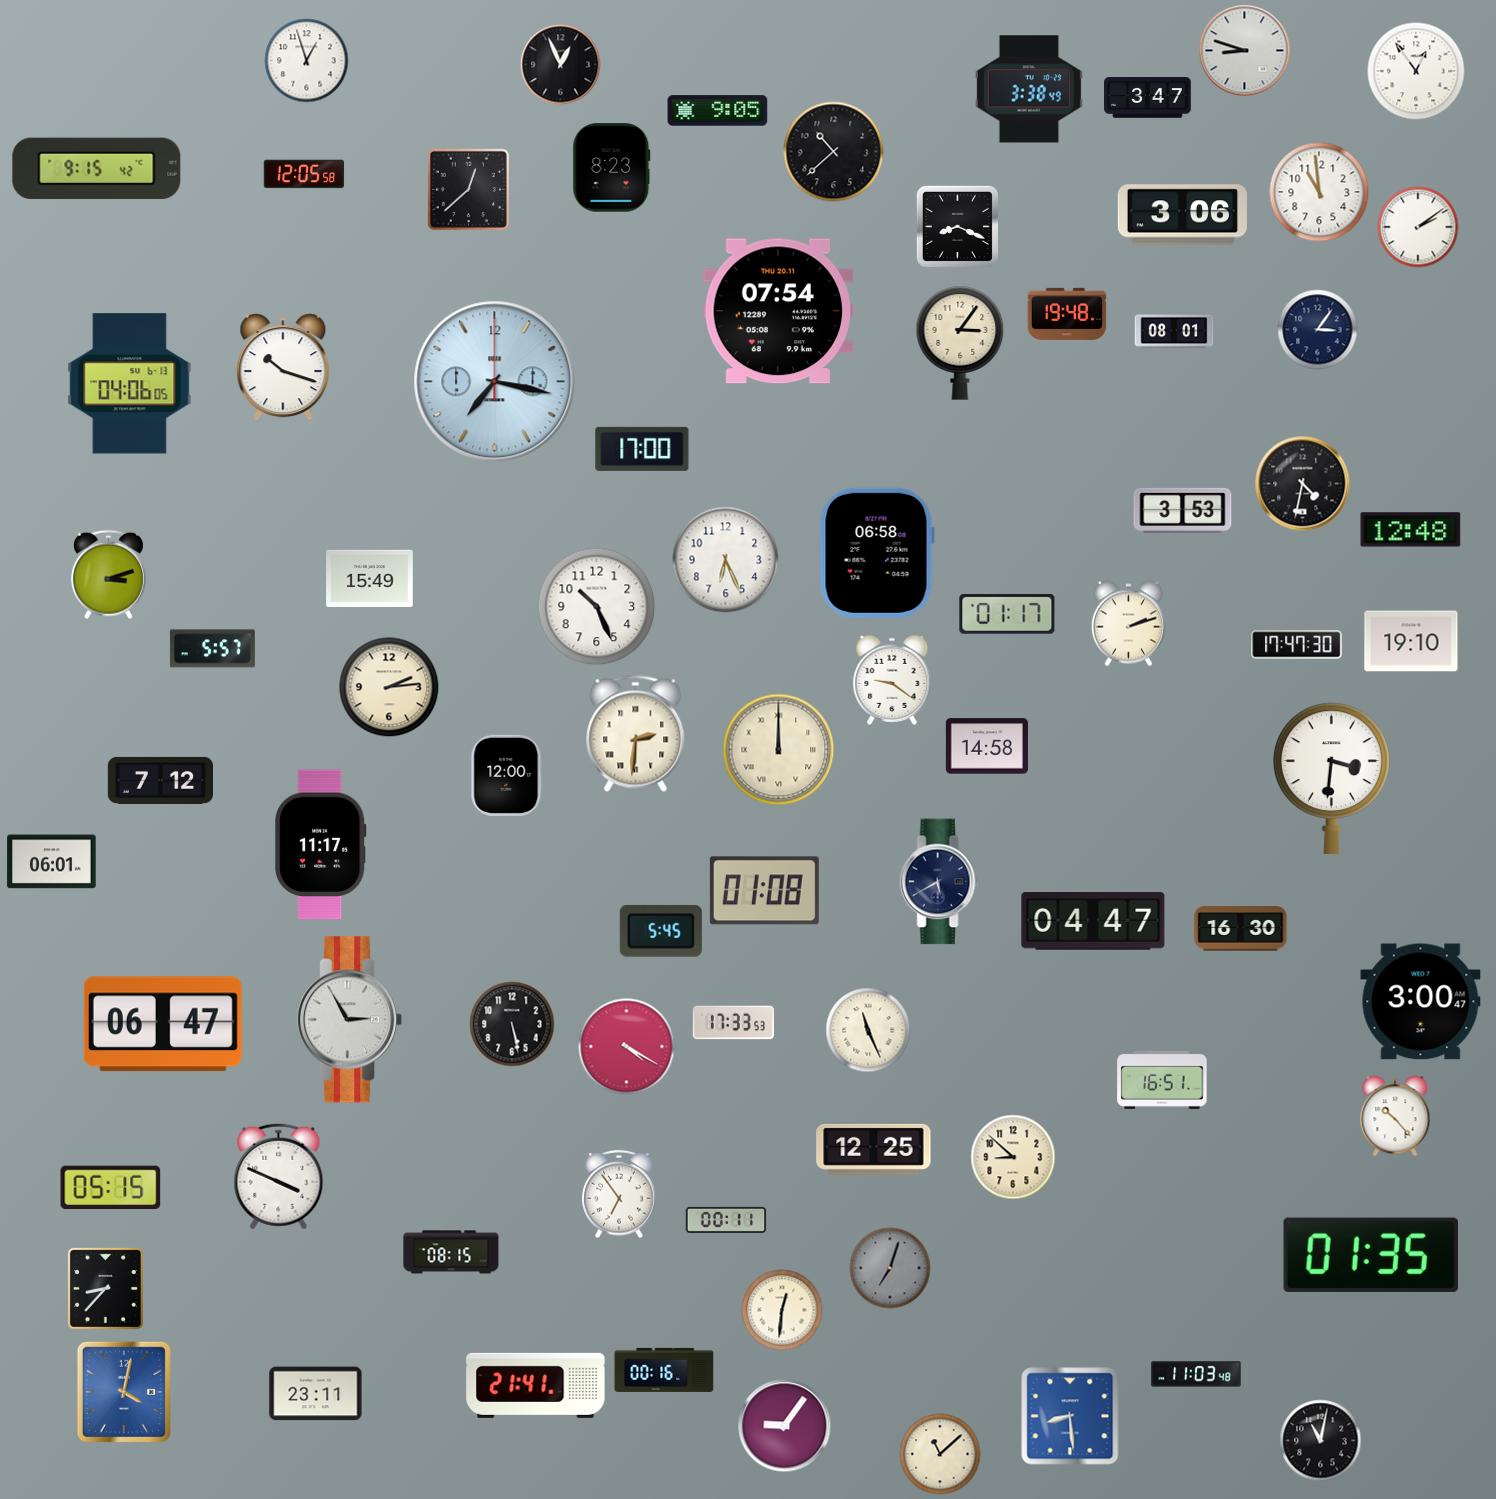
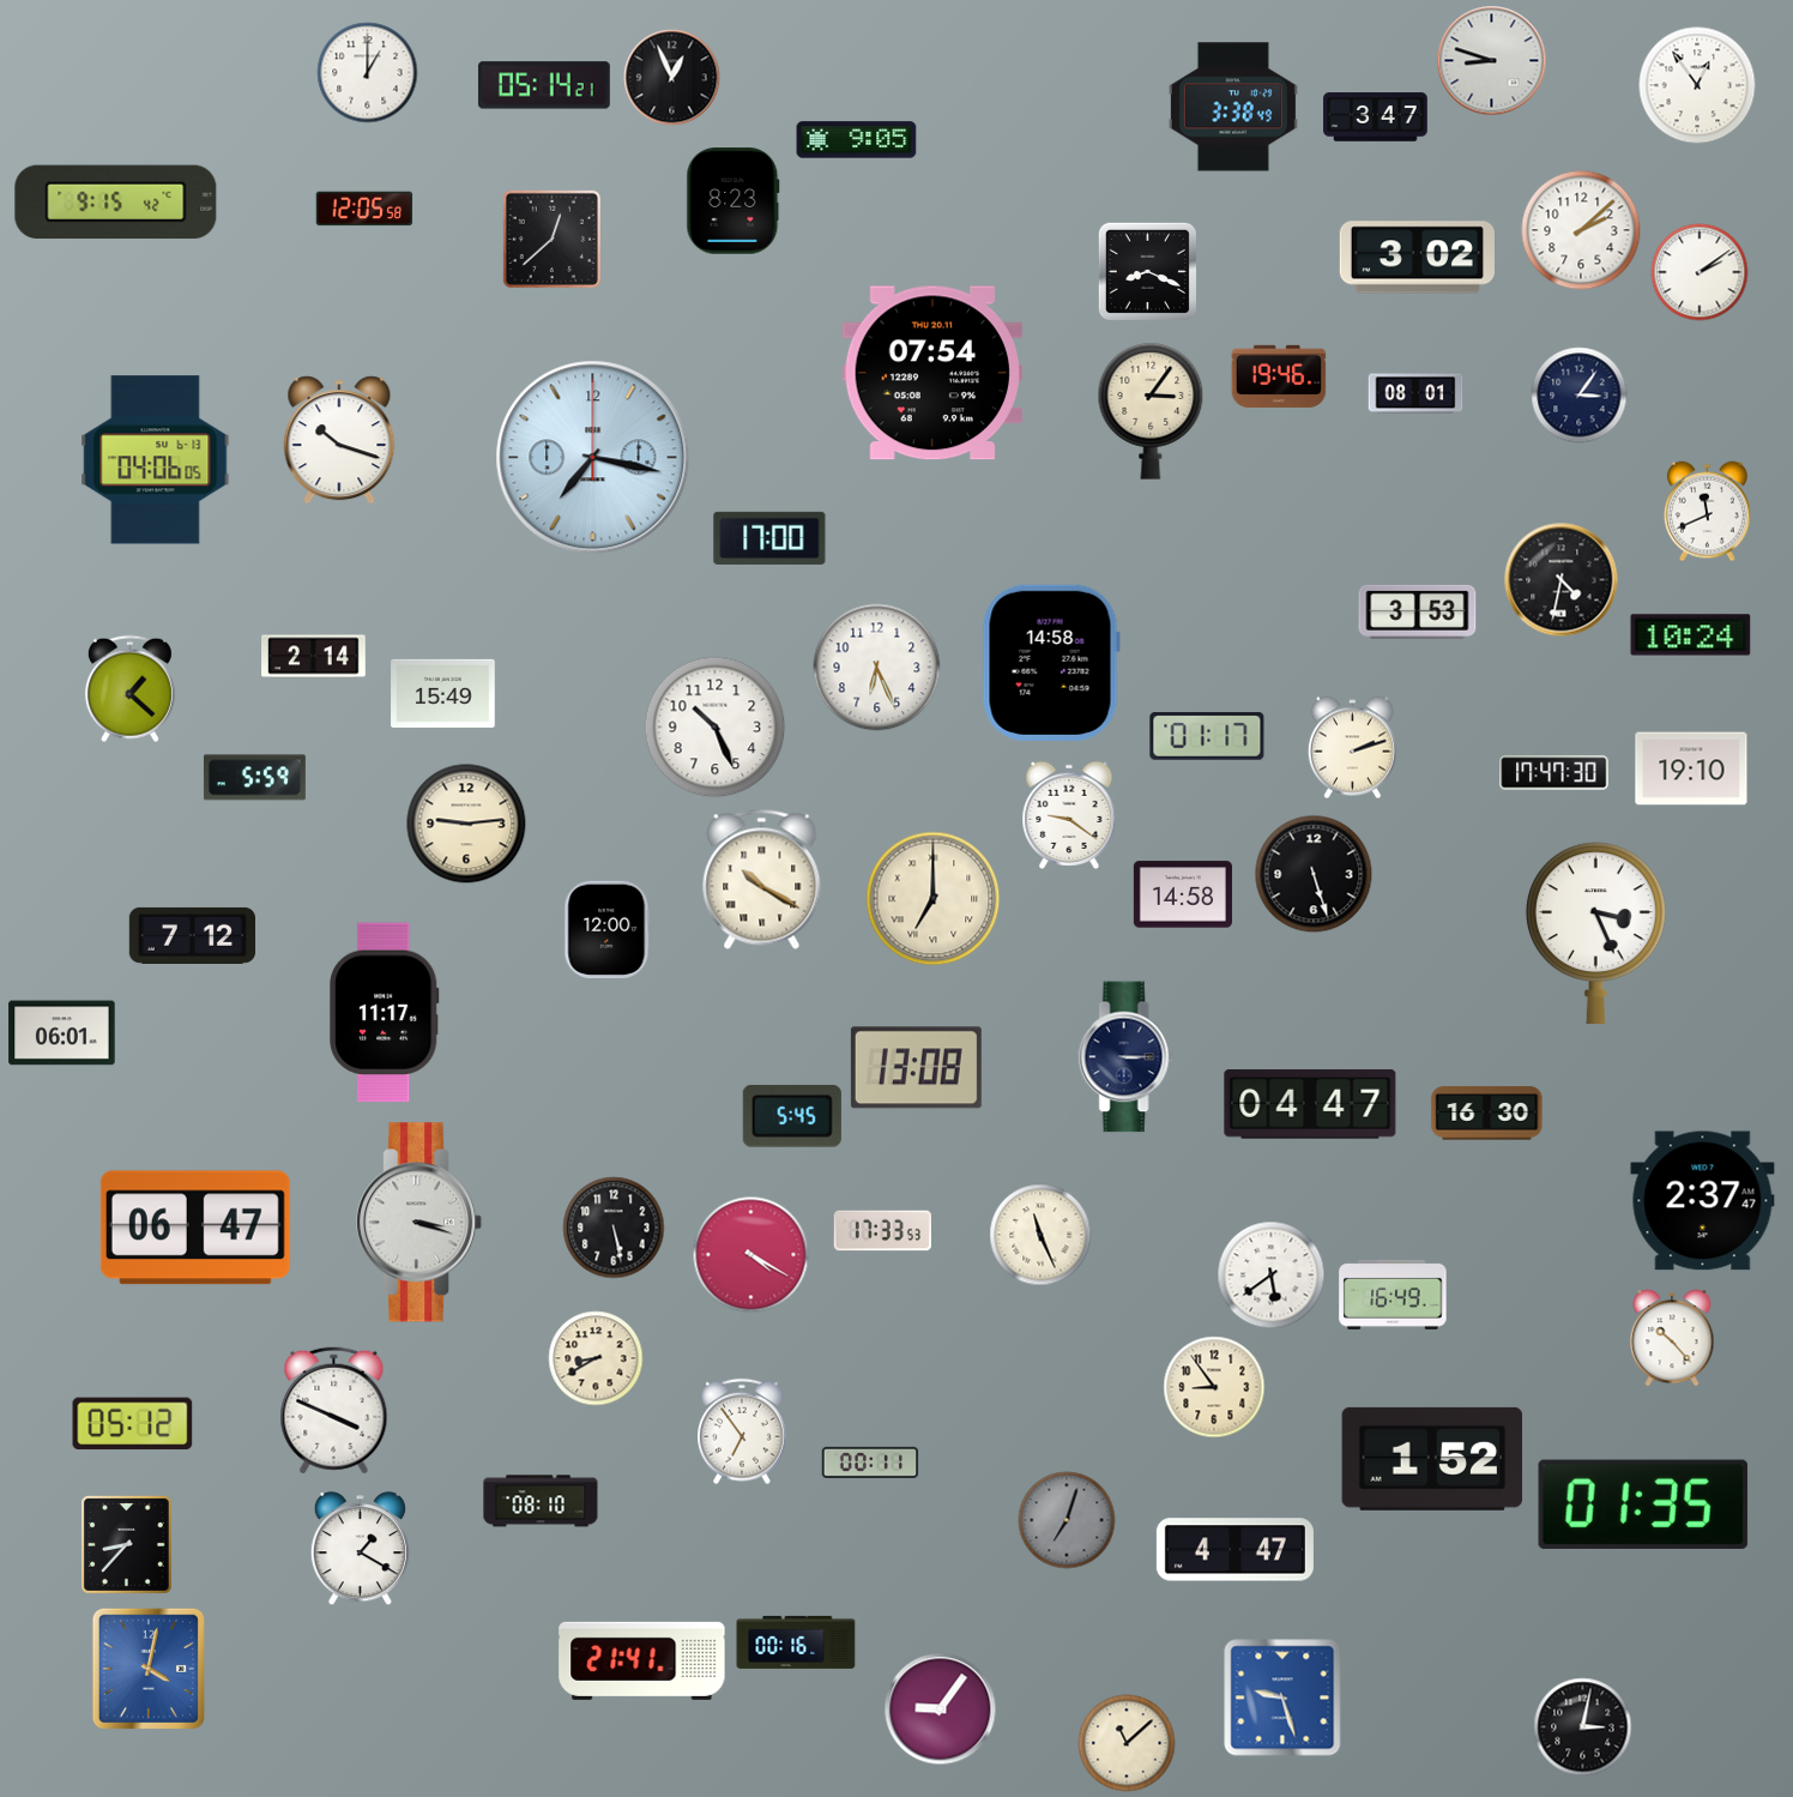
clock at (307, 61): 12:57 -> 1:00
clock at (544, 85): none -> 05:14
clock at (718, 111) position: (718, 111) -> (857, 140)
clock at (834, 152): 10:38 -> none
clock at (468, 189) position: (468, 189) -> (551, 239)
clock at (1319, 192): 10:59 -> 2:08
clock at (1182, 215): 3:06 -> 3:02
clock at (1067, 314): 19:48 -> 19:46
clock at (1174, 331) position: (1174, 331) -> (1415, 393)
clock at (1707, 512): none -> 11:41
clock at (1411, 530): 12:48 -> 10:24
clock at (314, 657): none -> 2:14
clock at (877, 553): 06:58 -> 14:58
clock at (726, 560) position: (726, 560) -> (877, 668)
clock at (108, 575): 3:12 -> 1:22
clock at (212, 649): 5:57 -> 5:59
clock at (389, 687): 2:14 -> 9:14
clock at (1314, 874): none -> 5:27
clock at (636, 733): 2:31 -> 10:20
clock at (779, 750): 12:00 -> 7:00
clock at (1331, 778): 3:31 -> 3:26
clock at (940, 882): 5:40 -> 3:15
clock at (764, 891): 01:08 -> 13:08
clock at (1421, 1002): 3:00 -> 2:37
clock at (350, 1020): 2:55 -> 3:18
clock at (733, 1023) position: (733, 1023) -> (882, 1231)
clock at (1272, 1276): none -> 5:39
clock at (1162, 1080): 16:51 -> 16:49
clock at (596, 1358): none -> 8:40
clock at (874, 1149): 12:25 -> none
clock at (1013, 1157): 8:52 -> 8:54
clock at (111, 1188): 05:15 -> 05:12
clock at (1432, 1459): none -> 1:52
clock at (451, 1252): 08:15 -> 08:10
clock at (360, 1549): none -> 1:20
clock at (1234, 1550): none -> 4:47
clock at (782, 1310): 12:31 -> none
clock at (1196, 1374): 11:03 -> none
clock at (316, 1394): 23:11 -> none
clock at (1070, 1416): 8:29 -> 9:27
clock at (1321, 1441): 11:02 -> 3:02
